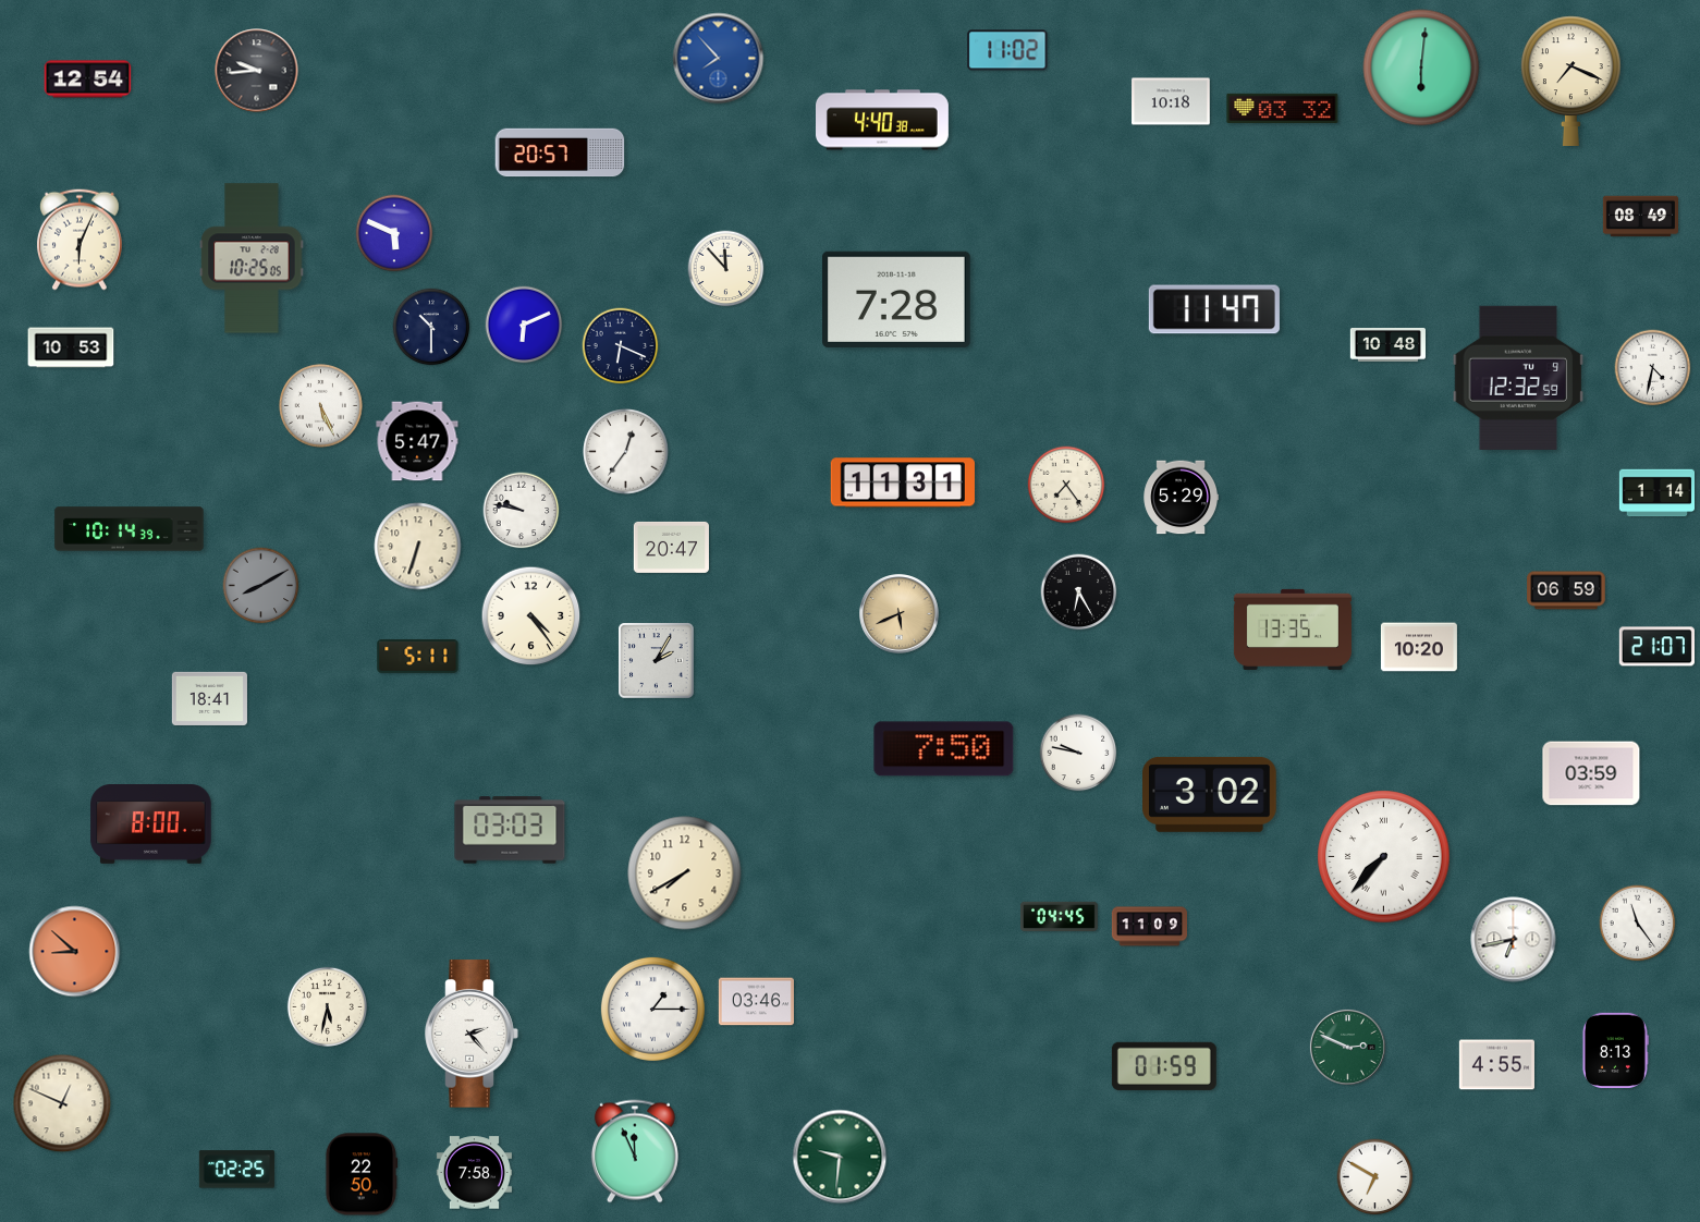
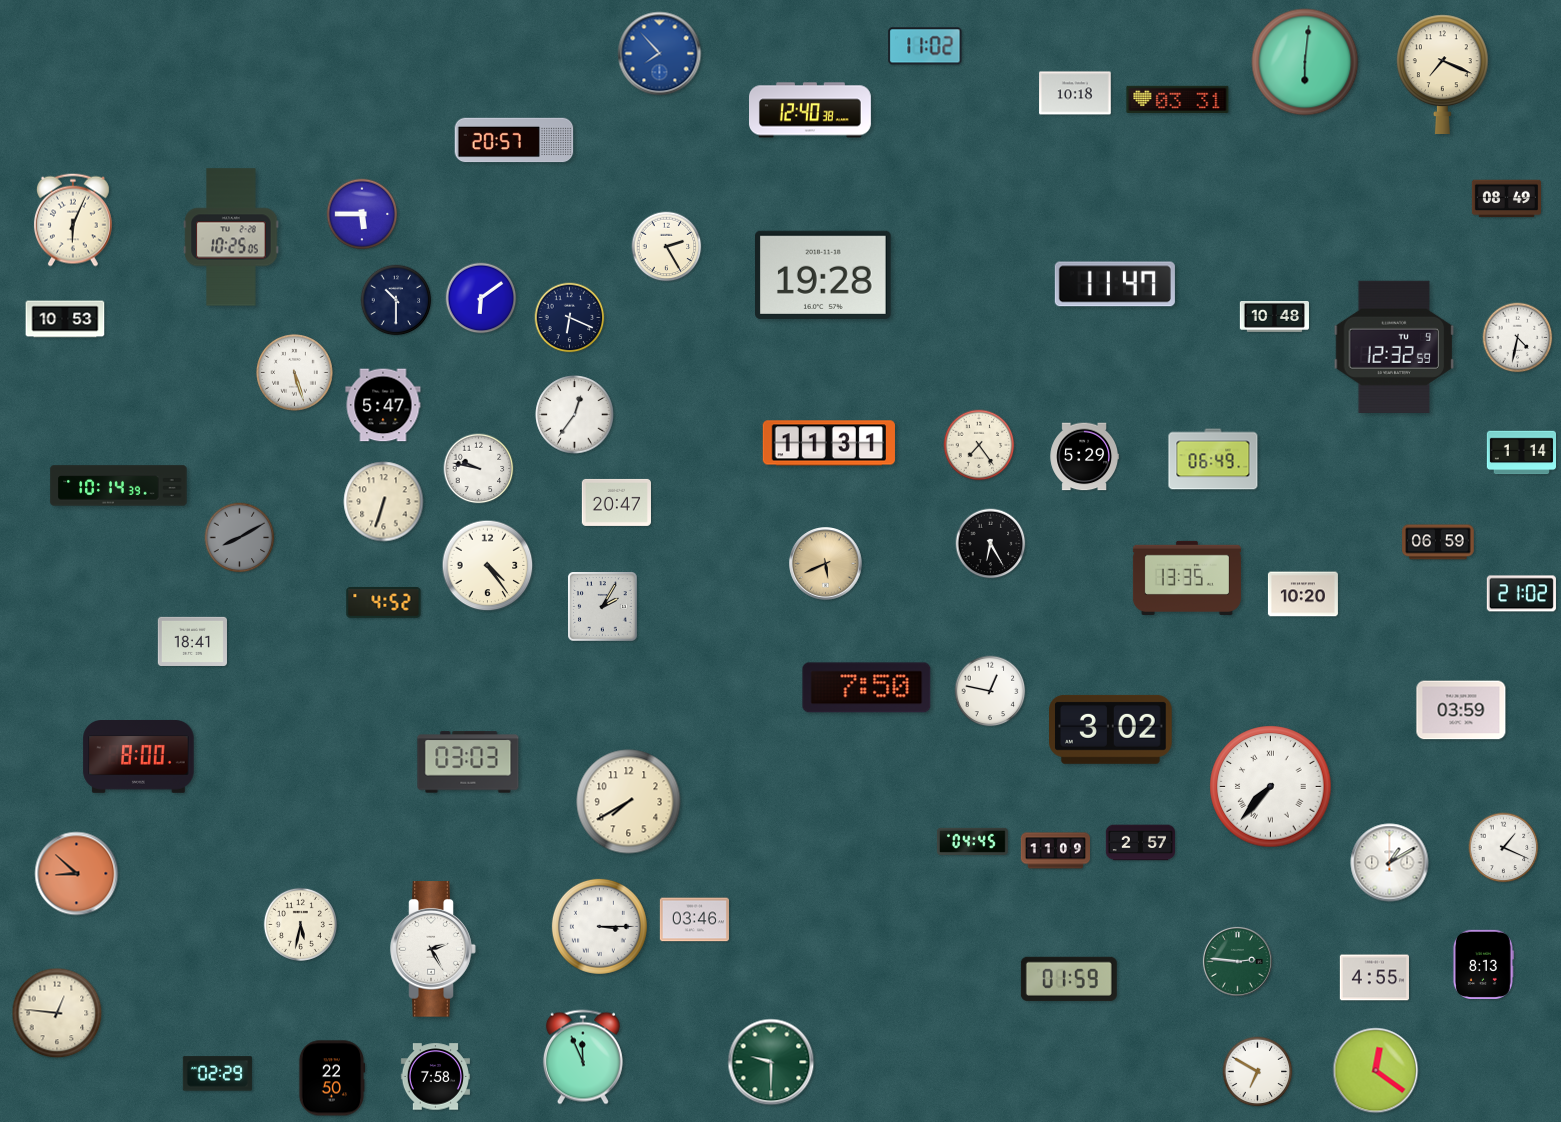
clock at (257, 71): 9:44 -> none
clock at (88, 80): 12:54 -> none
clock at (1283, 108): 03:32 -> 03:31
clock at (883, 120): 4:40 -> 12:40
clock at (394, 233): 5:49 -> 5:45
clock at (726, 269): 11:53 -> 2:25
clock at (897, 300): 7:28 -> 19:28
clock at (524, 325): 6:11 -> 6:09
clock at (321, 406): 5:26 -> 5:27
clock at (1213, 459): none -> 06:49
clock at (1656, 647): 21:07 -> 21:02
clock at (418, 656): 5:11 -> 4:52
clock at (1078, 753): 9:47 -> 12:47
clock at (1140, 843): none -> 2:57
clock at (1638, 924): 11:24 -> 1:19
clock at (1514, 940): 6:43 -> 1:10
clock at (75, 952) position: (75, 952) -> (77, 874)
clock at (652, 1009): 1:15 -> 3:15
clock at (472, 1034): 2:23 -> 2:25
clock at (1347, 1047): 2:49 -> 2:46
clock at (62, 1103): 12:49 -> 12:46
clock at (840, 1157): 9:31 -> 9:30
clock at (1376, 1071): none -> 12:21
clock at (236, 1170): 02:25 -> 02:29
clock at (1375, 1177) position: (1375, 1177) -> (1258, 1072)
